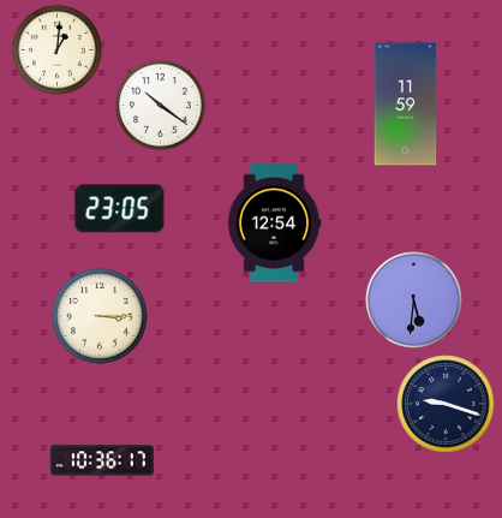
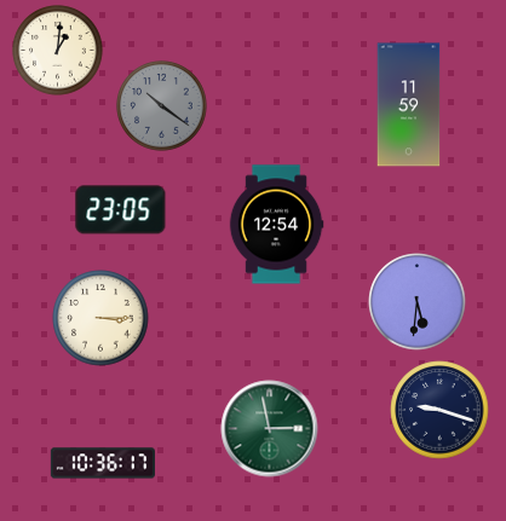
clock at (161, 106) dial: white -> grey
clock at (446, 404) position: (446, 404) -> (439, 410)
clock at (270, 429): none -> 2:58
